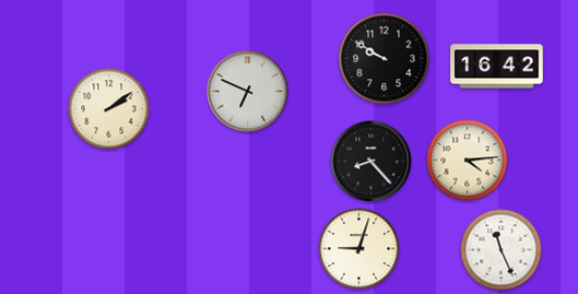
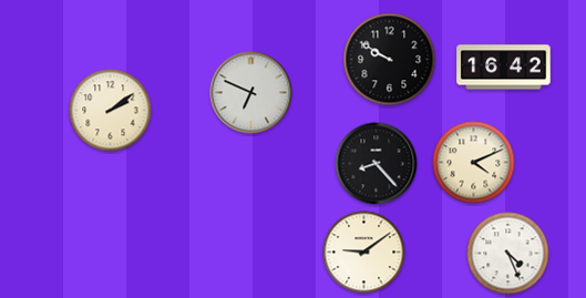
clock at (468, 161): 4:14 -> 4:11
clock at (359, 249): 9:03 -> 9:09
clock at (502, 250): 11:26 -> 4:26
